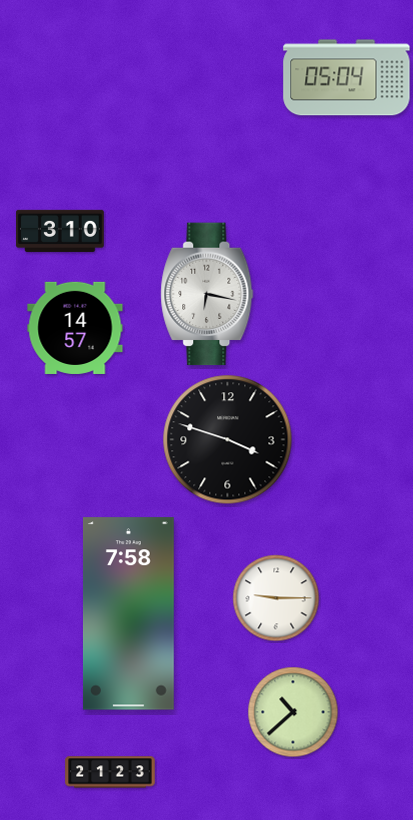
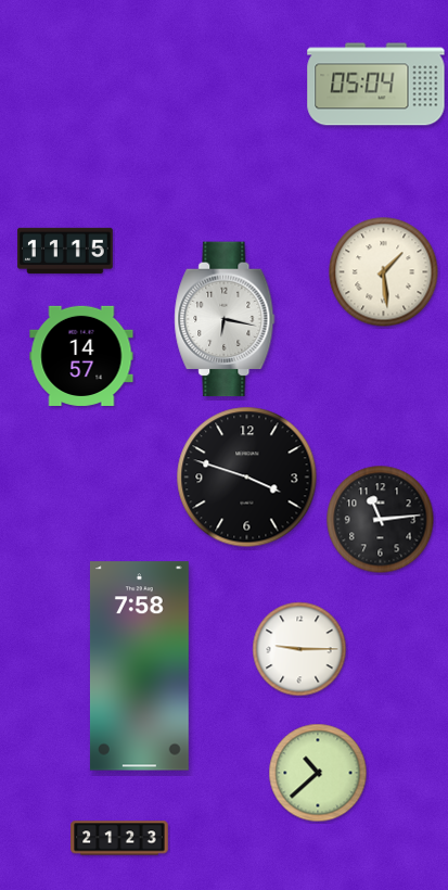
clock at (60, 231): 3:10 -> 11:15
clock at (384, 272): none -> 1:29
clock at (381, 520): none -> 11:14
